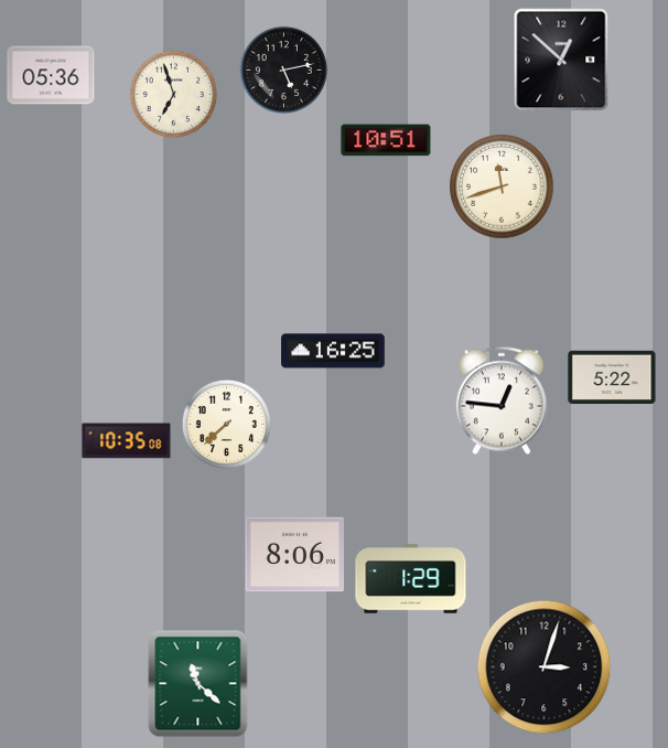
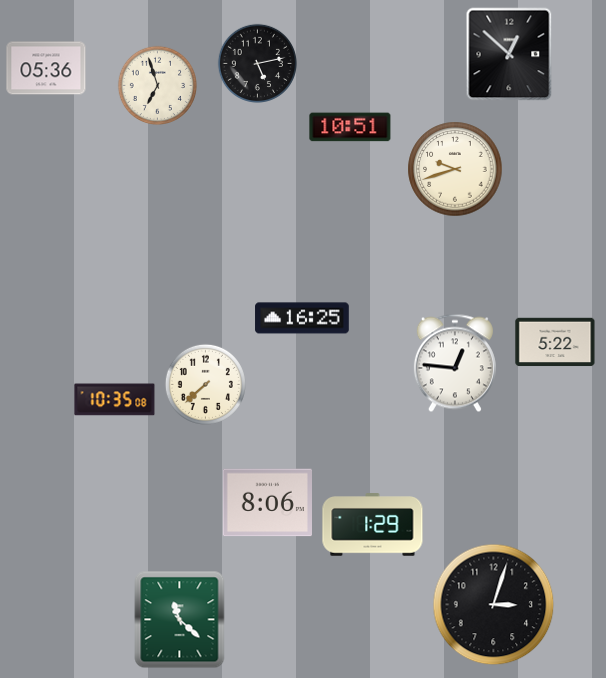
clock at (502, 186): 11:42 -> 9:42
